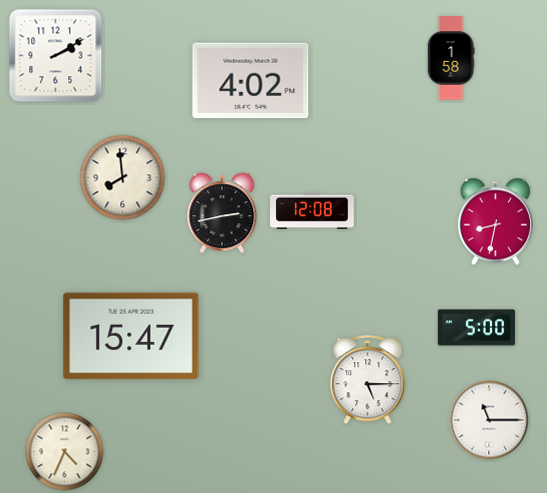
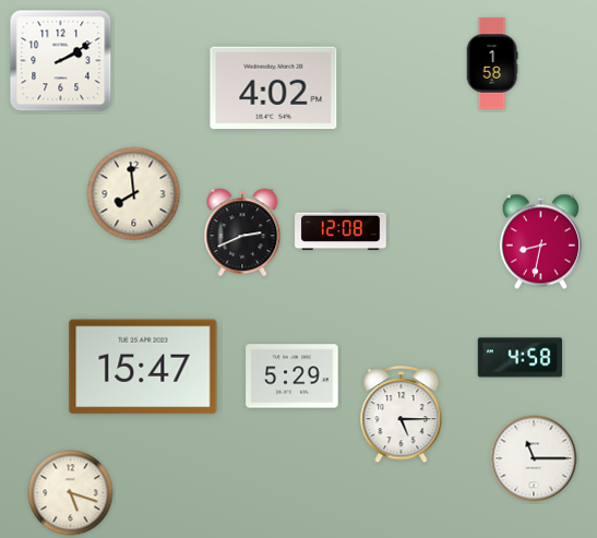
clock at (222, 213): 2:43 -> 2:41
clock at (477, 328): 5:00 -> 4:58
clock at (292, 376): none -> 5:29
clock at (65, 452): 4:34 -> 5:18
